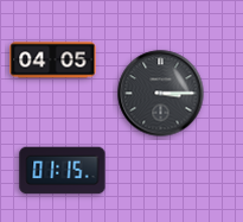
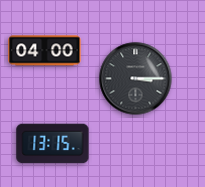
clock at (53, 61): 04:05 -> 04:00
clock at (63, 171): 01:15 -> 13:15
